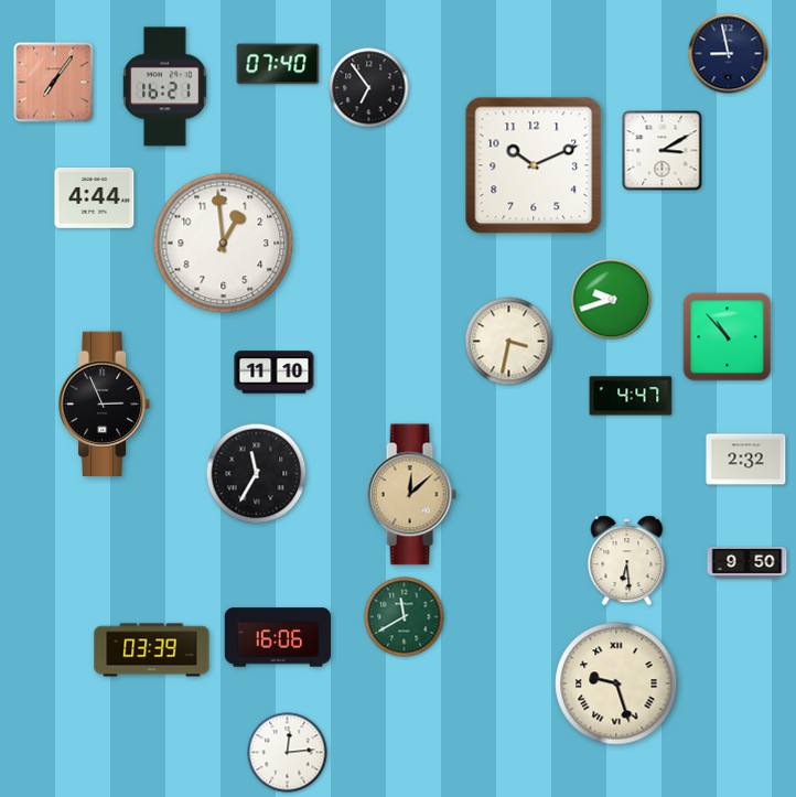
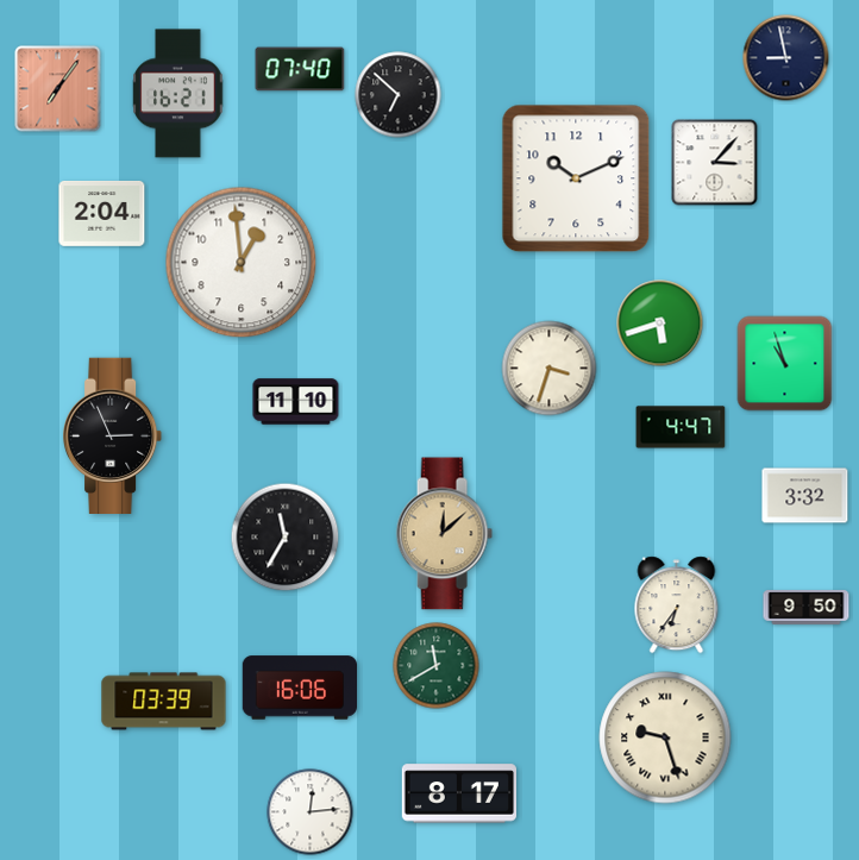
clock at (369, 88): 6:54 -> 6:52
clock at (663, 151): 3:10 -> 3:07
clock at (95, 198): 4:44 -> 2:04
clock at (612, 300): 9:42 -> 5:42
clock at (728, 337): 10:53 -> 10:57
clock at (509, 342): 3:32 -> 3:33
clock at (746, 460): 2:32 -> 3:32
clock at (257, 474) position: (257, 474) -> (286, 538)
clock at (627, 561): 6:29 -> 6:36
clock at (458, 793): none -> 8:17
